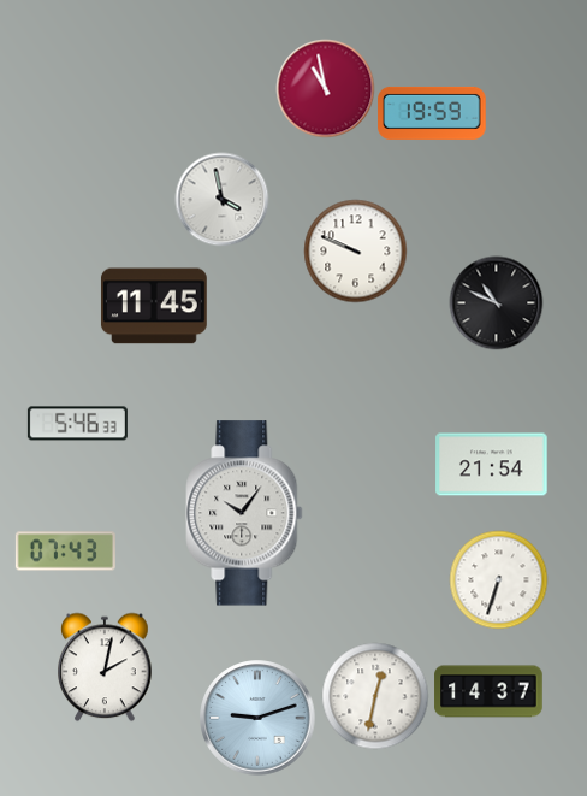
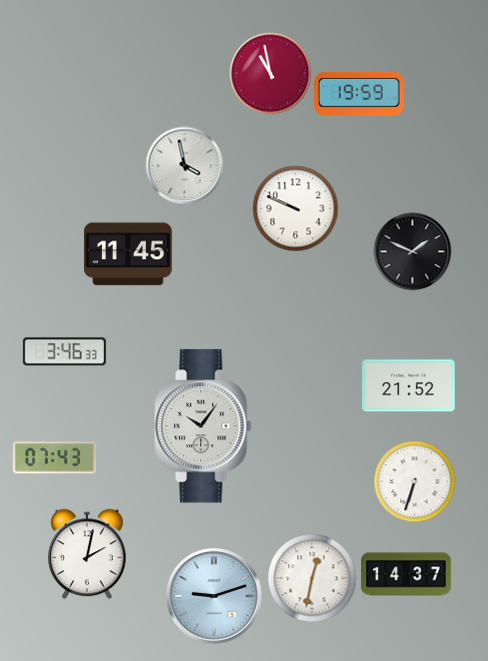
clock at (496, 302): 10:49 -> 1:49
clock at (77, 424): 5:46 -> 3:46
clock at (492, 465): 21:54 -> 21:52
